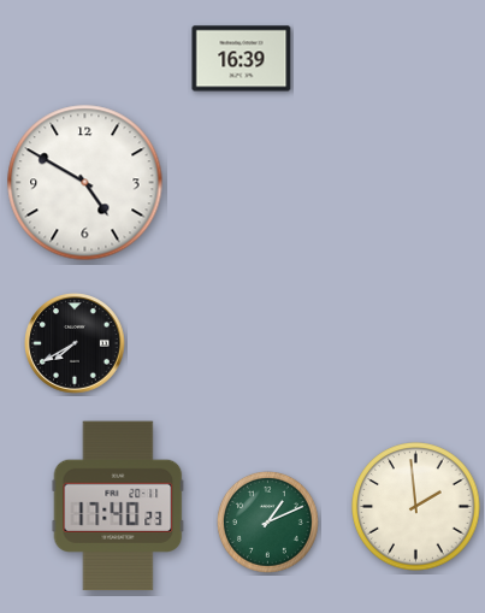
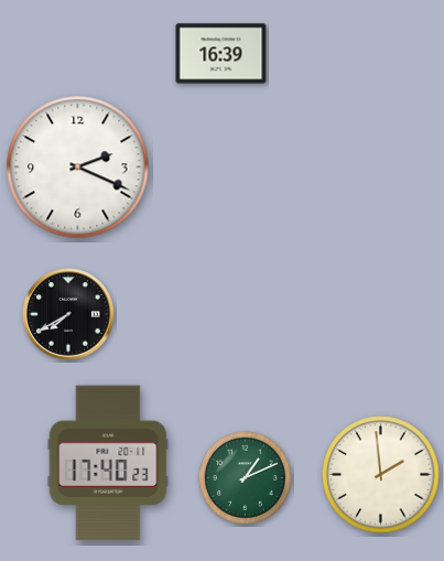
clock at (85, 183): 4:50 -> 2:19
clock at (416, 507) position: (416, 507) -> (381, 475)
